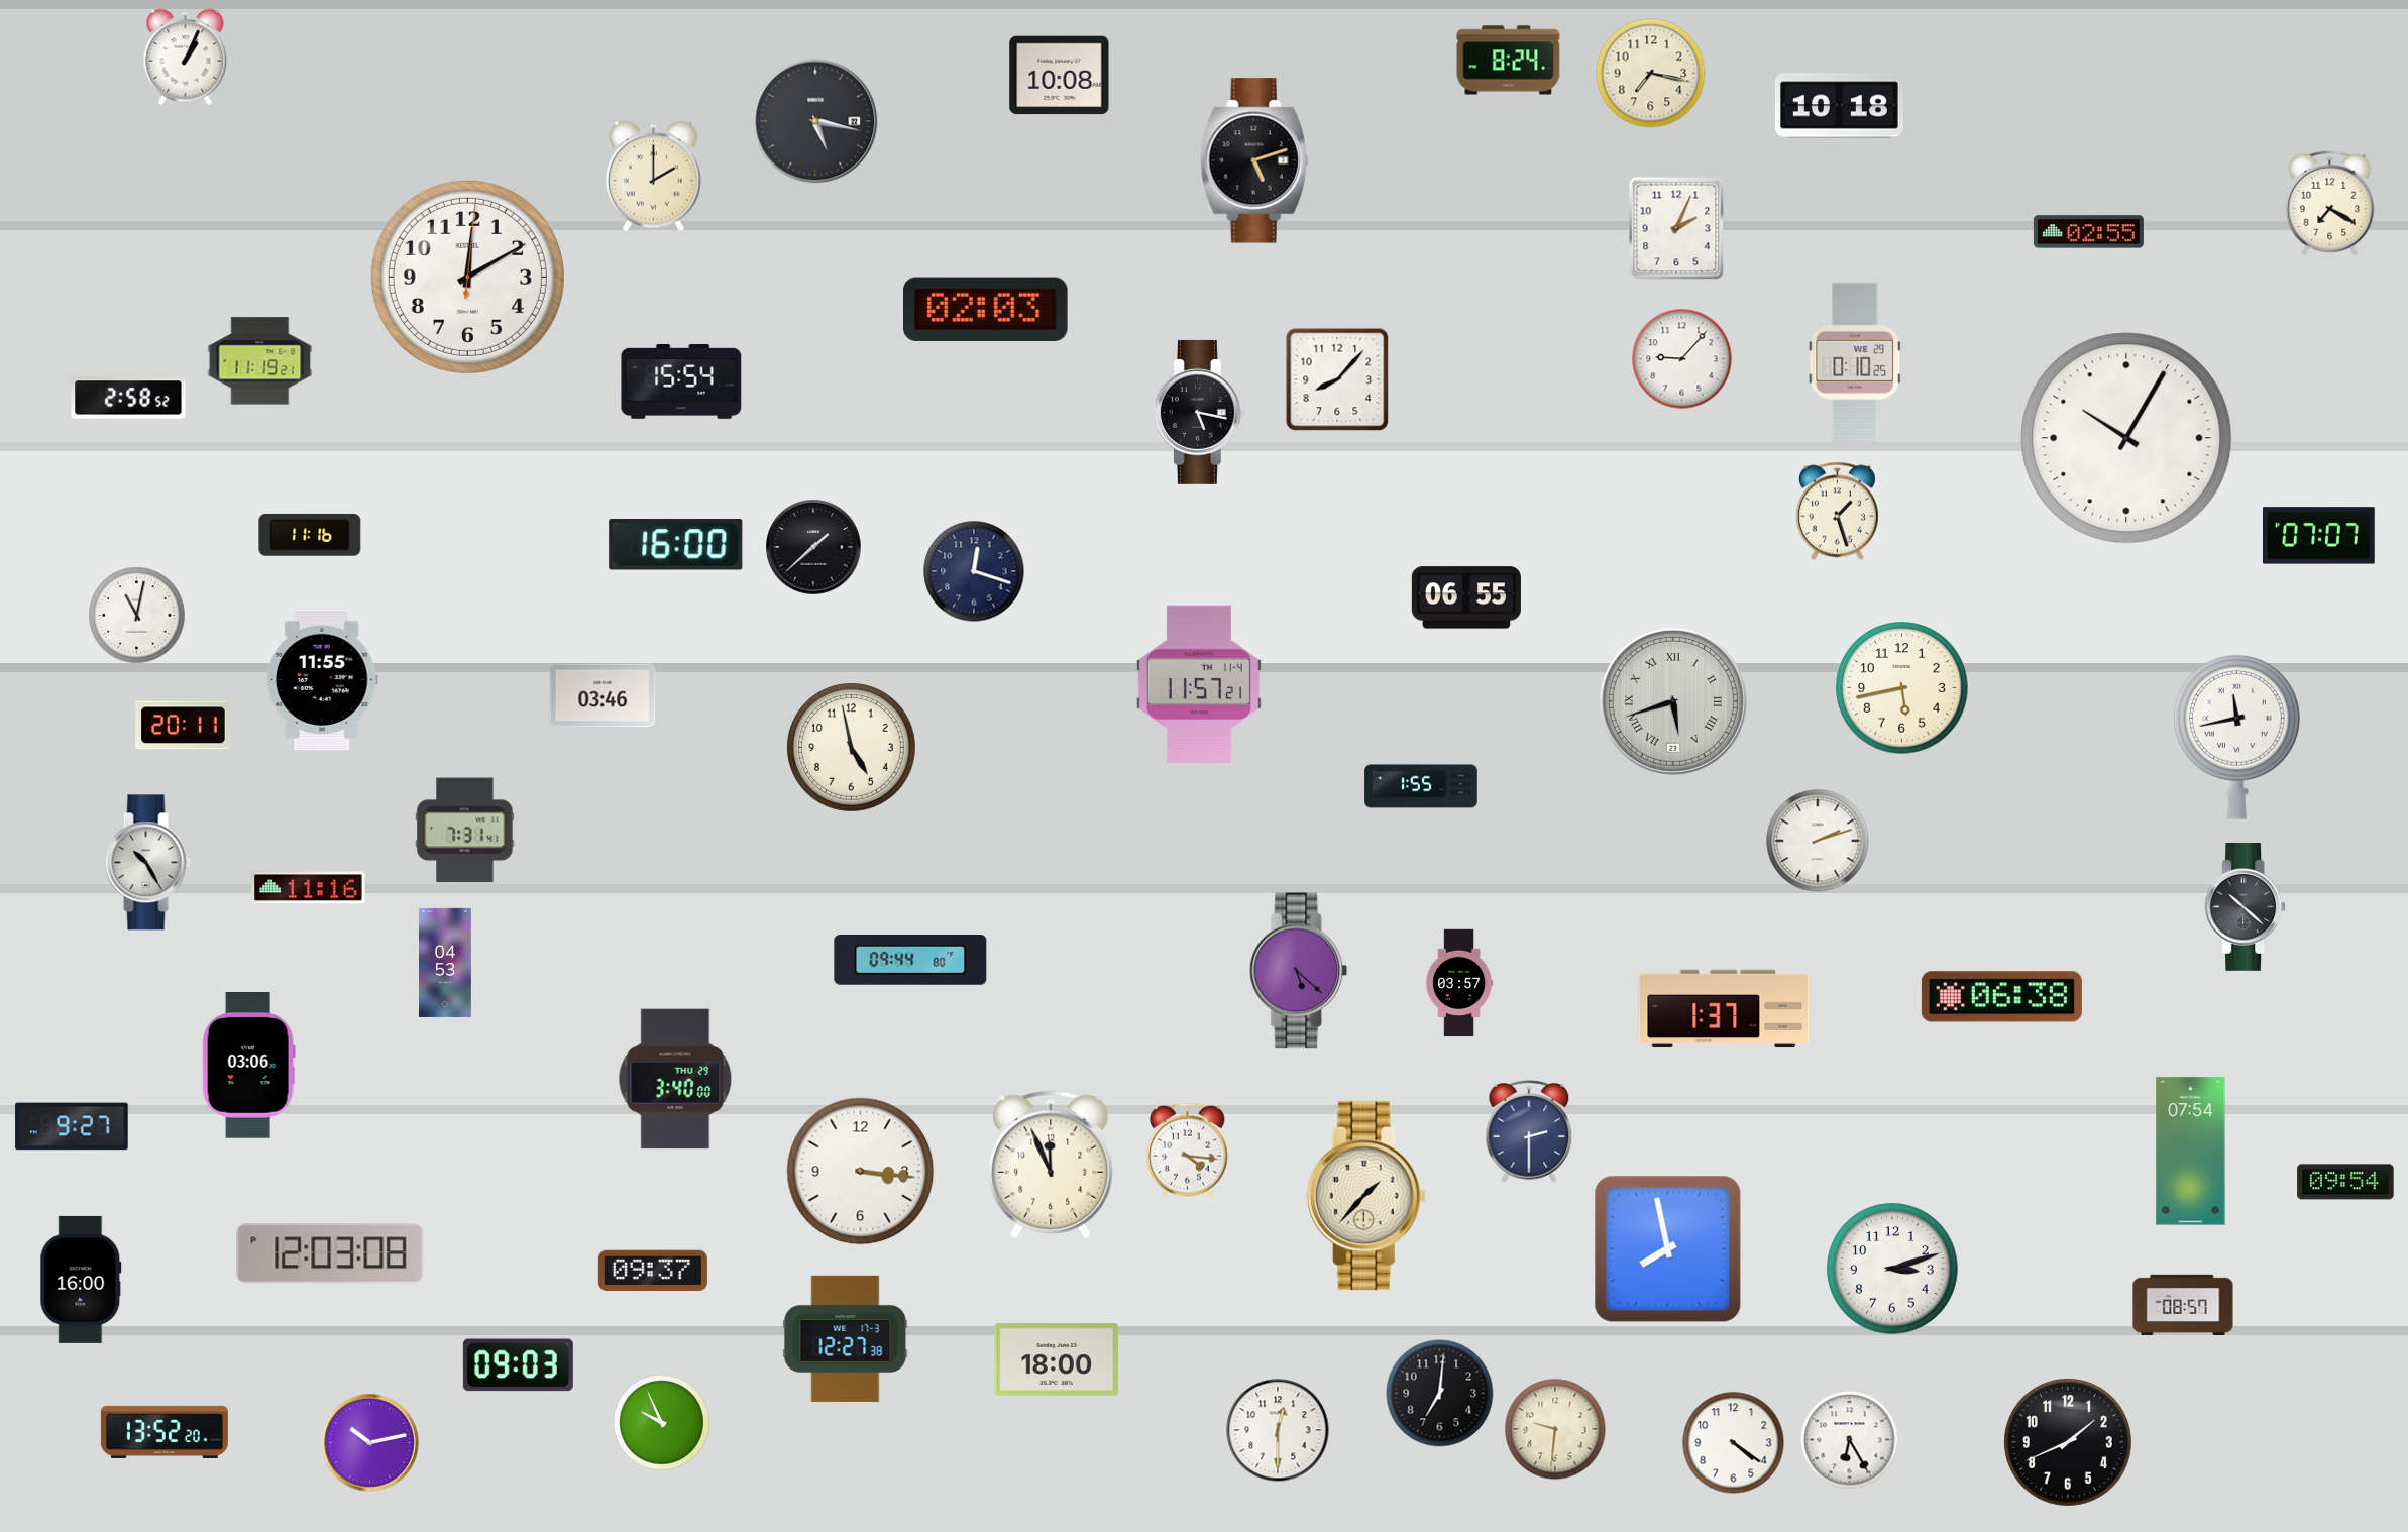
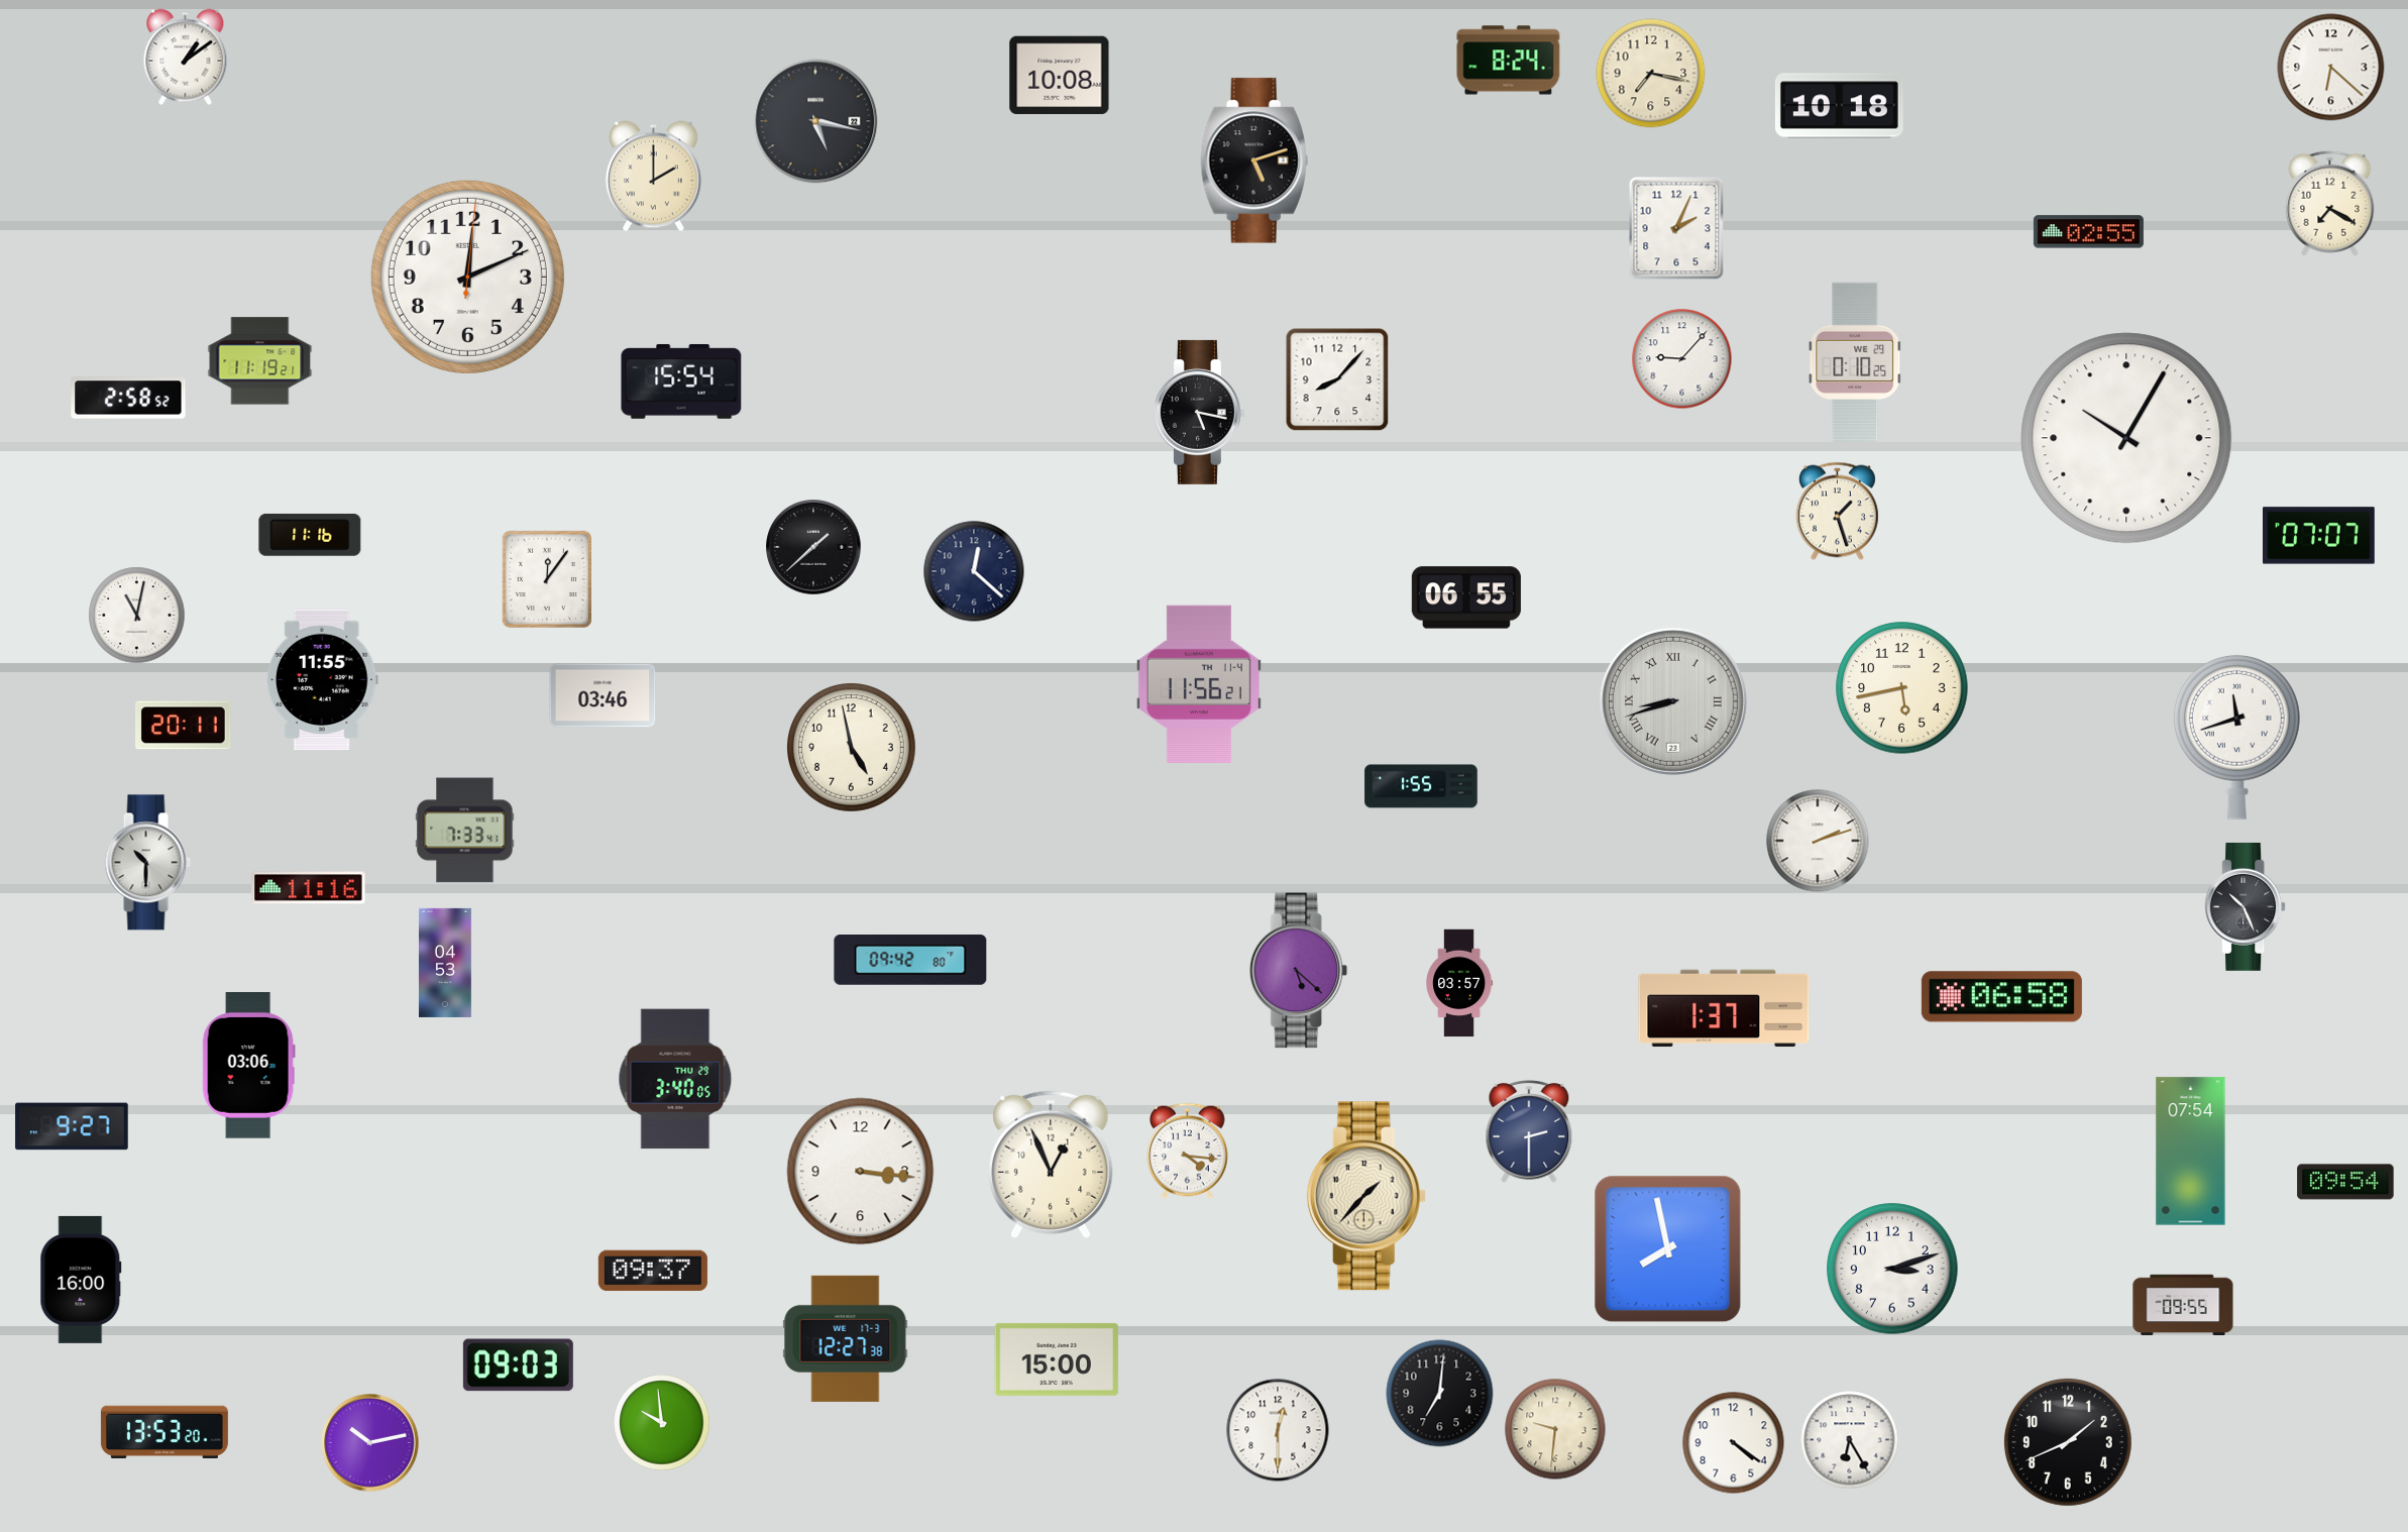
clock at (186, 58): 1:04 -> 1:09
clock at (2331, 68): none -> 6:22
clock at (467, 277): 12:10 -> 12:11
clock at (986, 309): 02:03 -> none
clock at (676, 545): 16:00 -> none
clock at (974, 571): 12:18 -> 12:22
clock at (547, 579): none -> 12:06
clock at (1199, 684): 11:57 -> 11:56
clock at (1673, 701): 5:42 -> 8:42
clock at (2236, 737): 11:43 -> 11:42
clock at (465, 831): 7:31 -> 7:33
clock at (147, 863): 10:25 -> 10:30
clock at (2246, 906): 10:22 -> 10:26
clock at (910, 961): 09:44 -> 09:42
clock at (2001, 997): 06:38 -> 06:58
clock at (675, 1079): 3:40:00 -> 3:40:05
clock at (1051, 1165): 11:56 -> 12:56
clock at (330, 1253): 12:03 -> none
clock at (2183, 1305): 08:57 -> 09:55
clock at (1057, 1359): 18:00 -> 15:00
clock at (662, 1423): 9:56 -> 9:59
clock at (165, 1432): 13:52 -> 13:53
